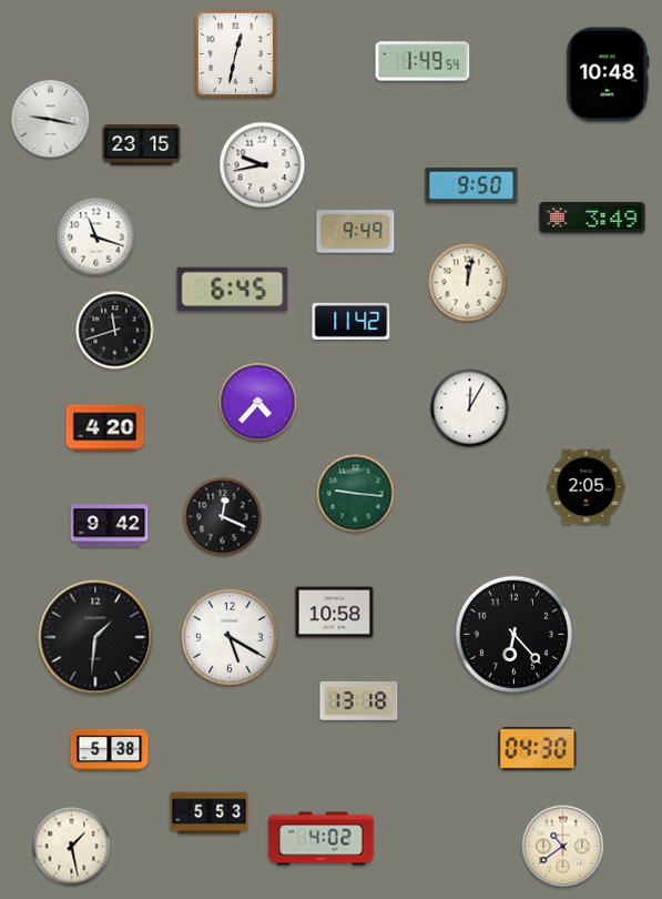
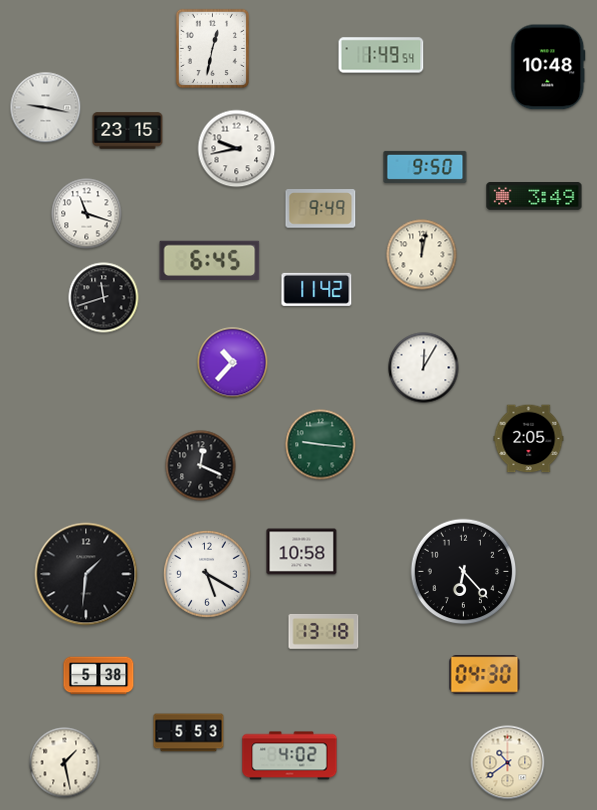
clock at (258, 403): 4:37 -> 10:37
clock at (105, 428): 4:20 -> none
clock at (110, 526): 9:42 -> none
